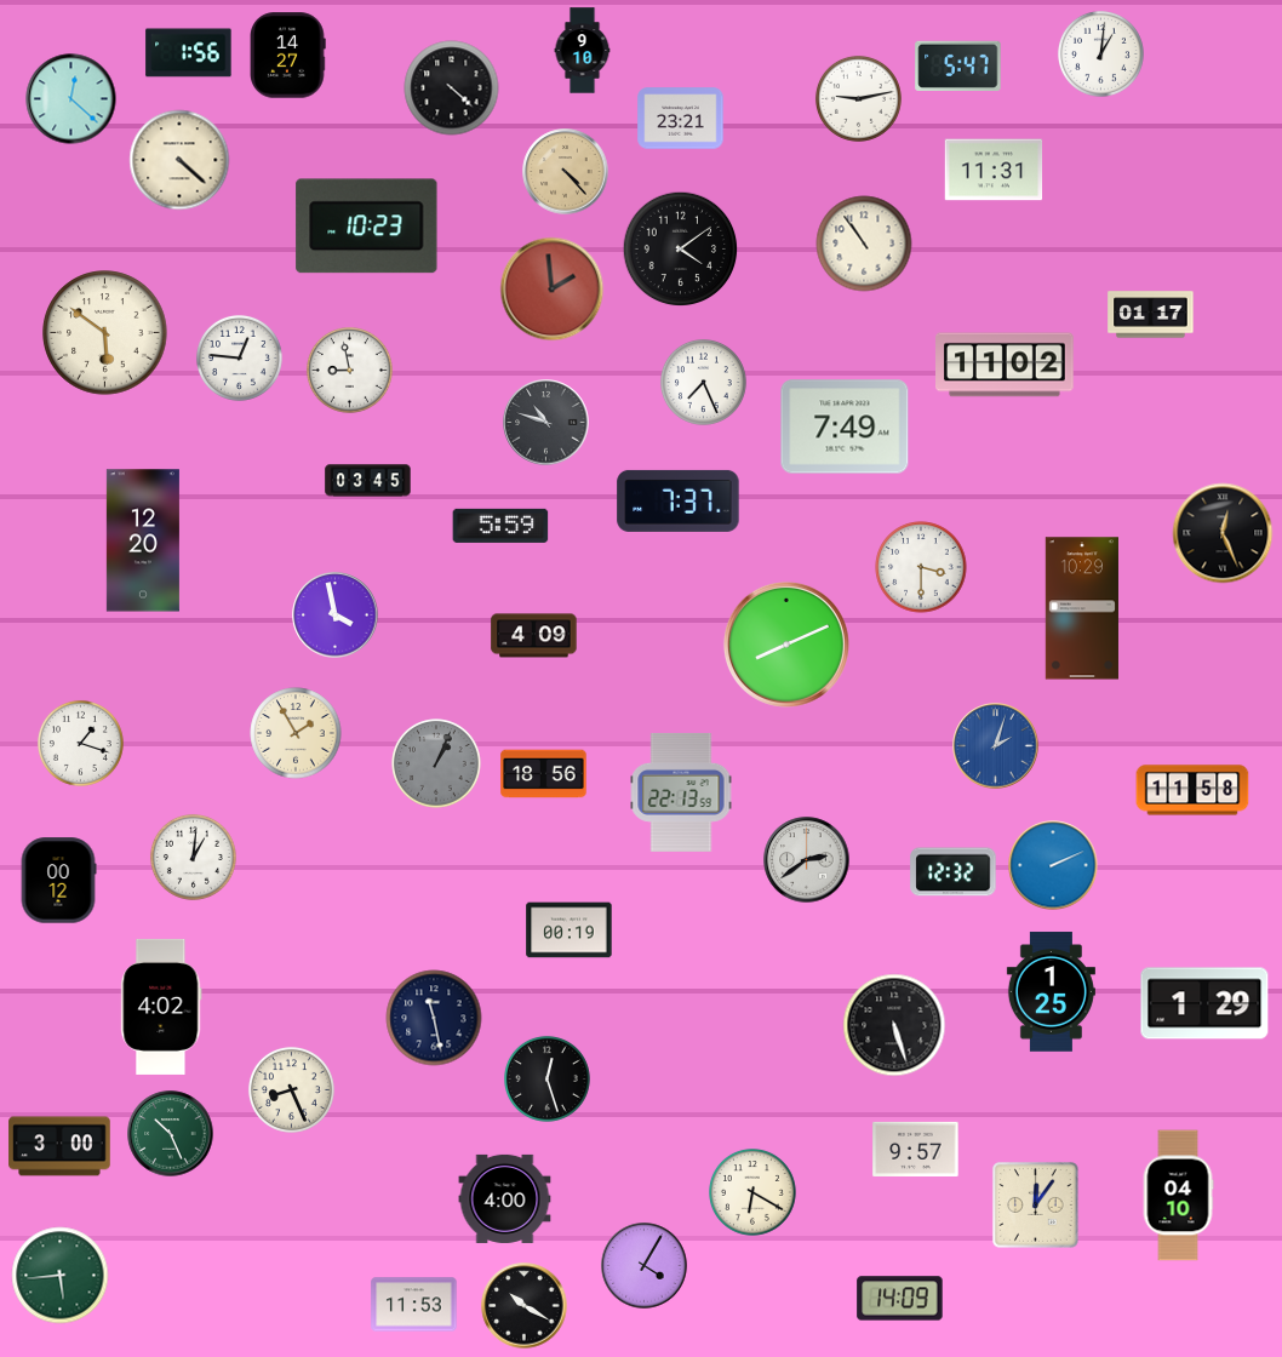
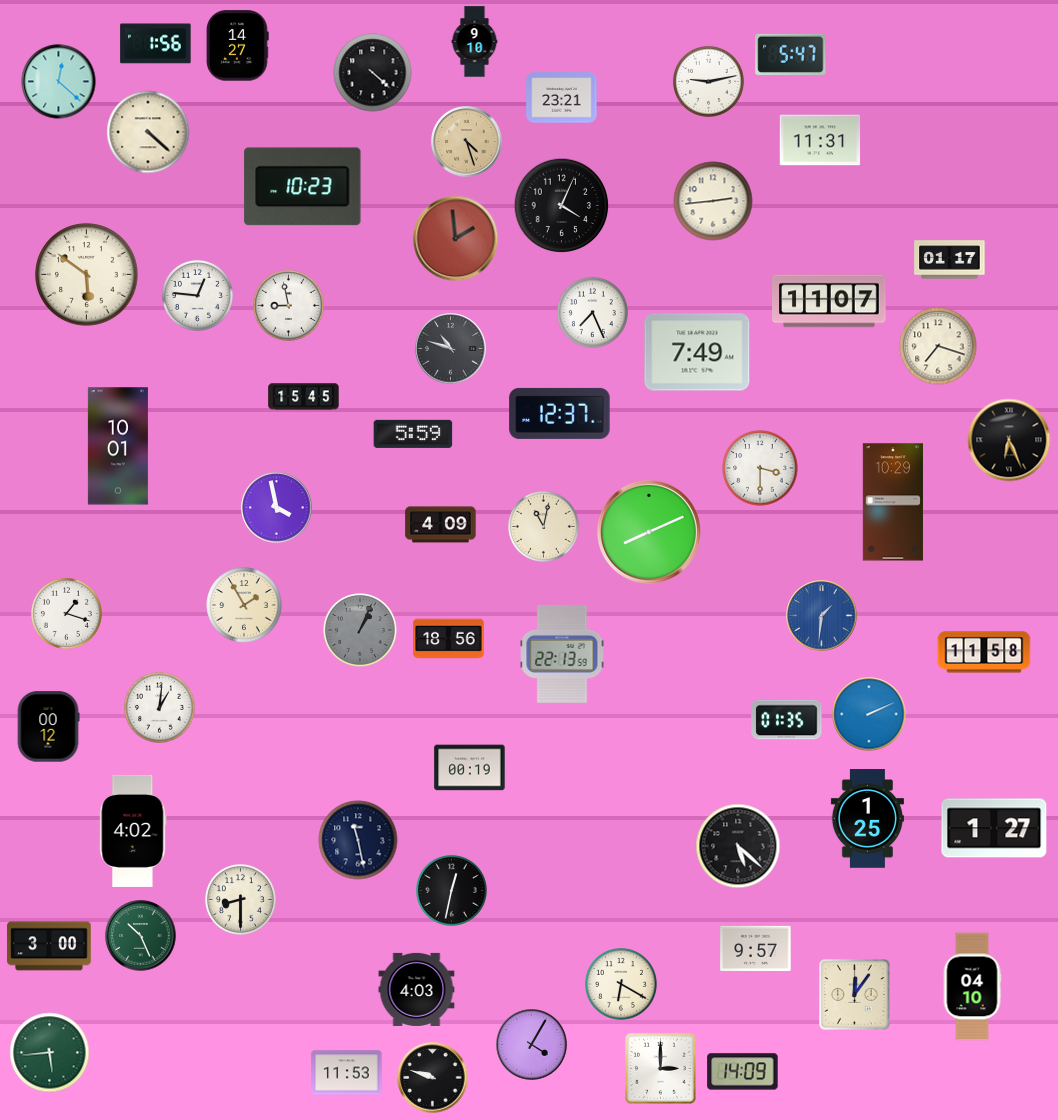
clock at (583, 51) position: (583, 51) -> (475, 42)
clock at (1100, 53): 1:01 -> none
clock at (566, 172): 4:23 -> 4:27
clock at (864, 244): 10:54 -> 2:44
clock at (681, 250): 4:09 -> 4:04
clock at (1006, 365): 11:02 -> 11:07
clock at (703, 382) position: (703, 382) -> (592, 312)
clock at (938, 346): none -> 7:18
clock at (368, 481): 03:45 -> 15:45
clock at (679, 500): 7:37 -> 12:37
clock at (1223, 533): 12:26 -> 6:26
clock at (143, 540): 12:20 -> 10:01
clock at (543, 526): none -> 11:02
clock at (996, 746): 2:03 -> 1:31
clock at (807, 860): 2:39 -> none
clock at (954, 872): 12:32 -> 01:35
clock at (1204, 1003): 1:29 -> 1:27
clock at (894, 1025): 5:27 -> 5:22
clock at (546, 1078): 12:27 -> 12:32
clock at (291, 1089): 8:26 -> 8:30
clock at (505, 1198): 4:00 -> 4:03
clock at (661, 1069): none -> 3:00
clock at (414, 1305) position: (414, 1305) -> (347, 1073)
clock at (525, 1306): 10:20 -> 9:48
